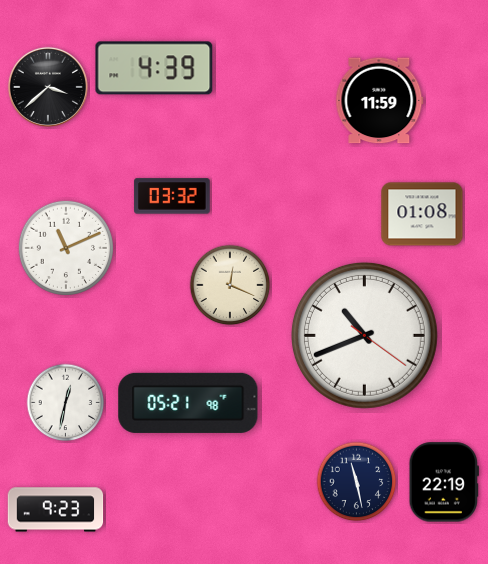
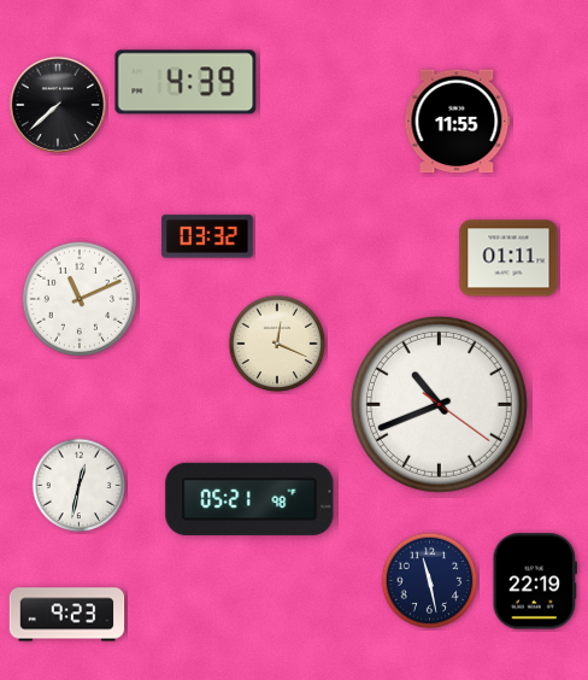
clock at (48, 87): 3:38 -> 7:38
clock at (380, 101): 11:59 -> 11:55
clock at (422, 214): 01:08 -> 01:11
clock at (188, 403) position: (188, 403) -> (249, 499)
